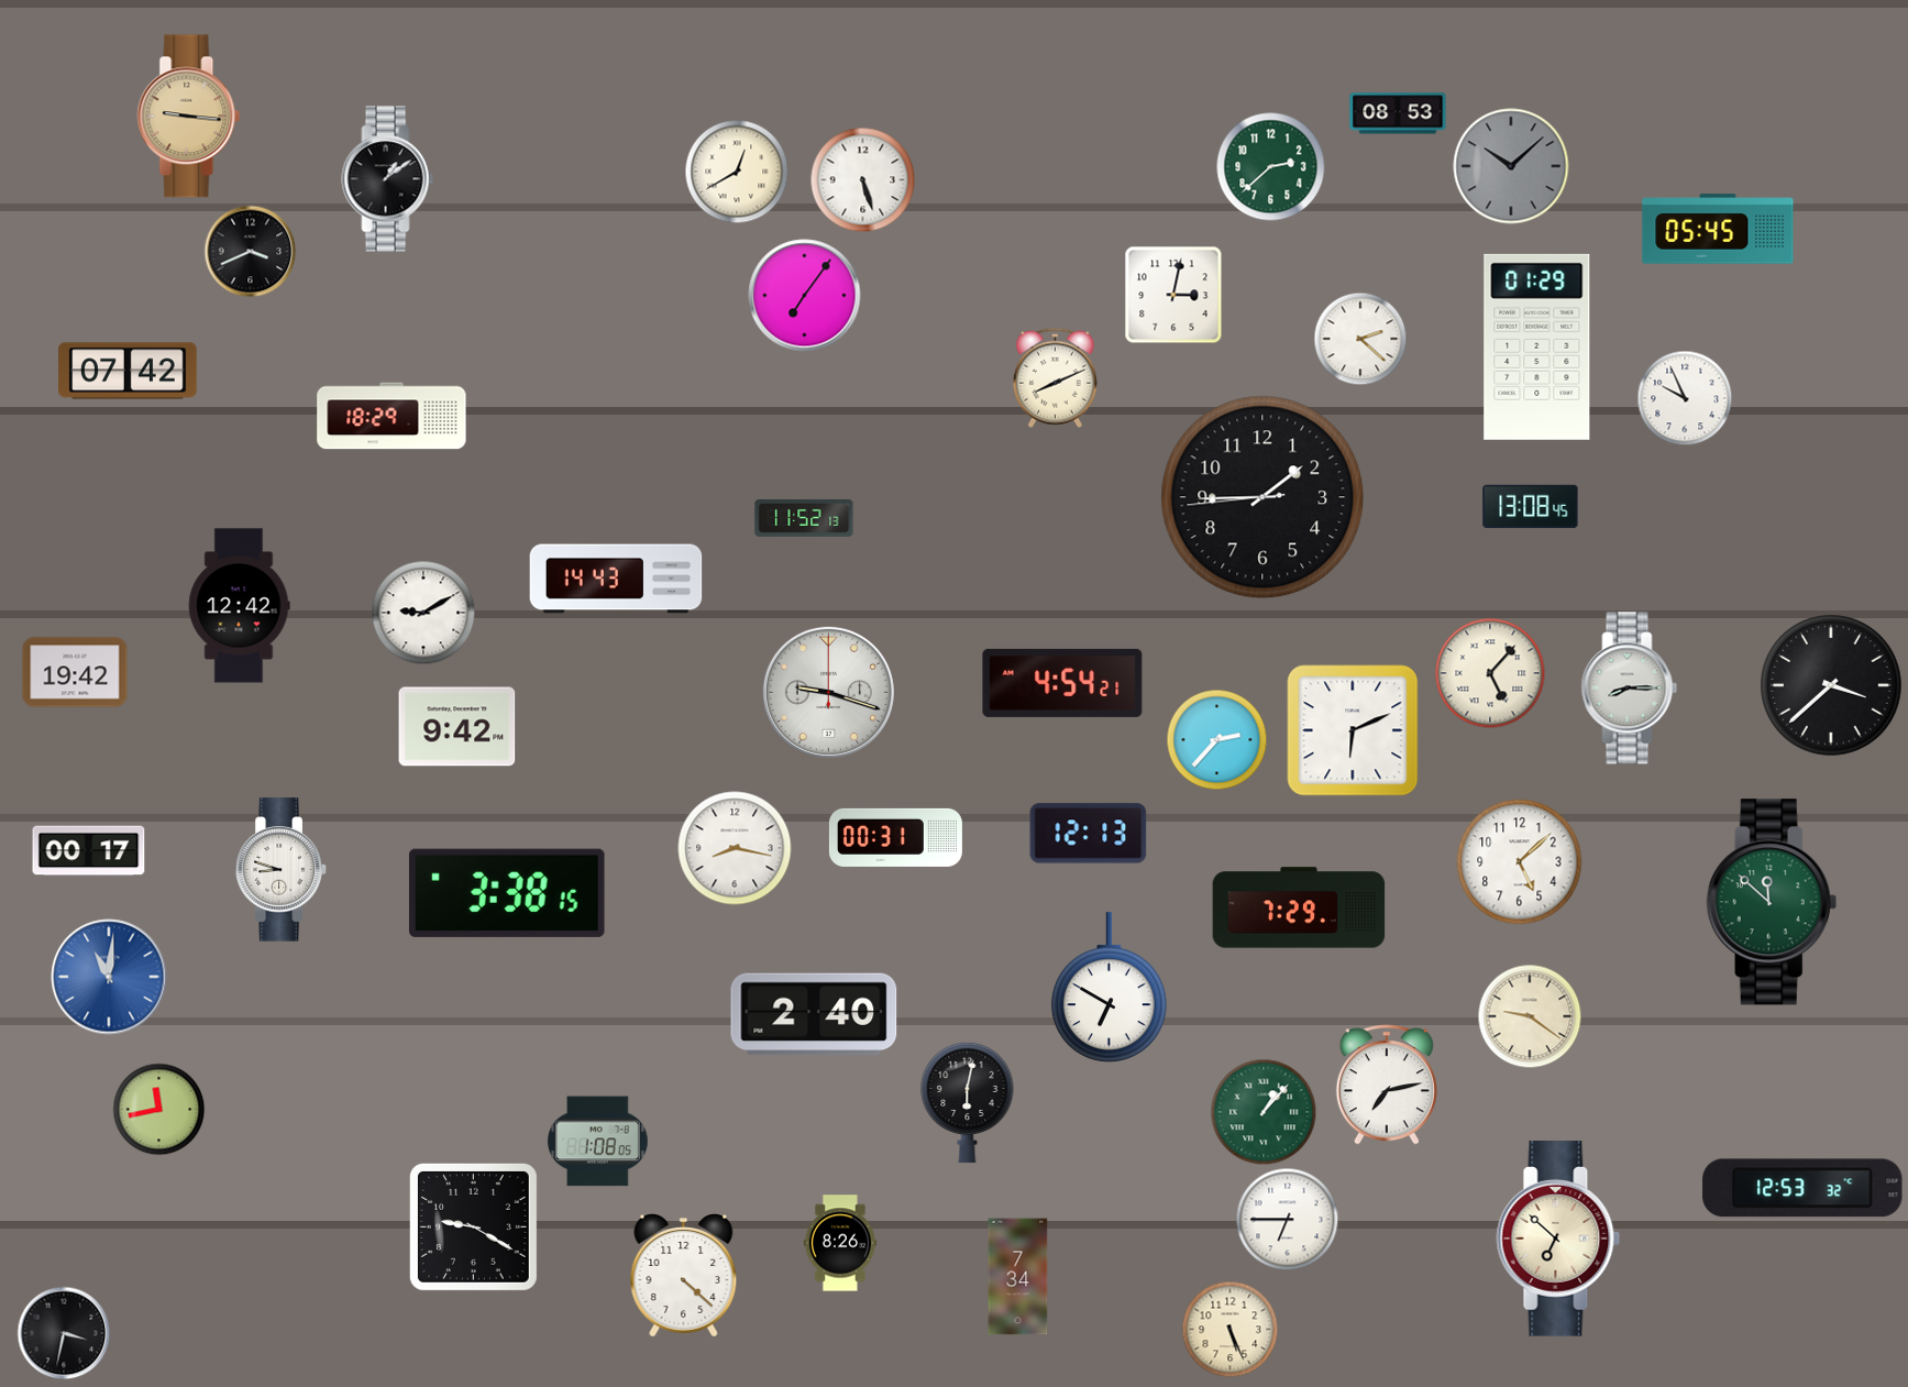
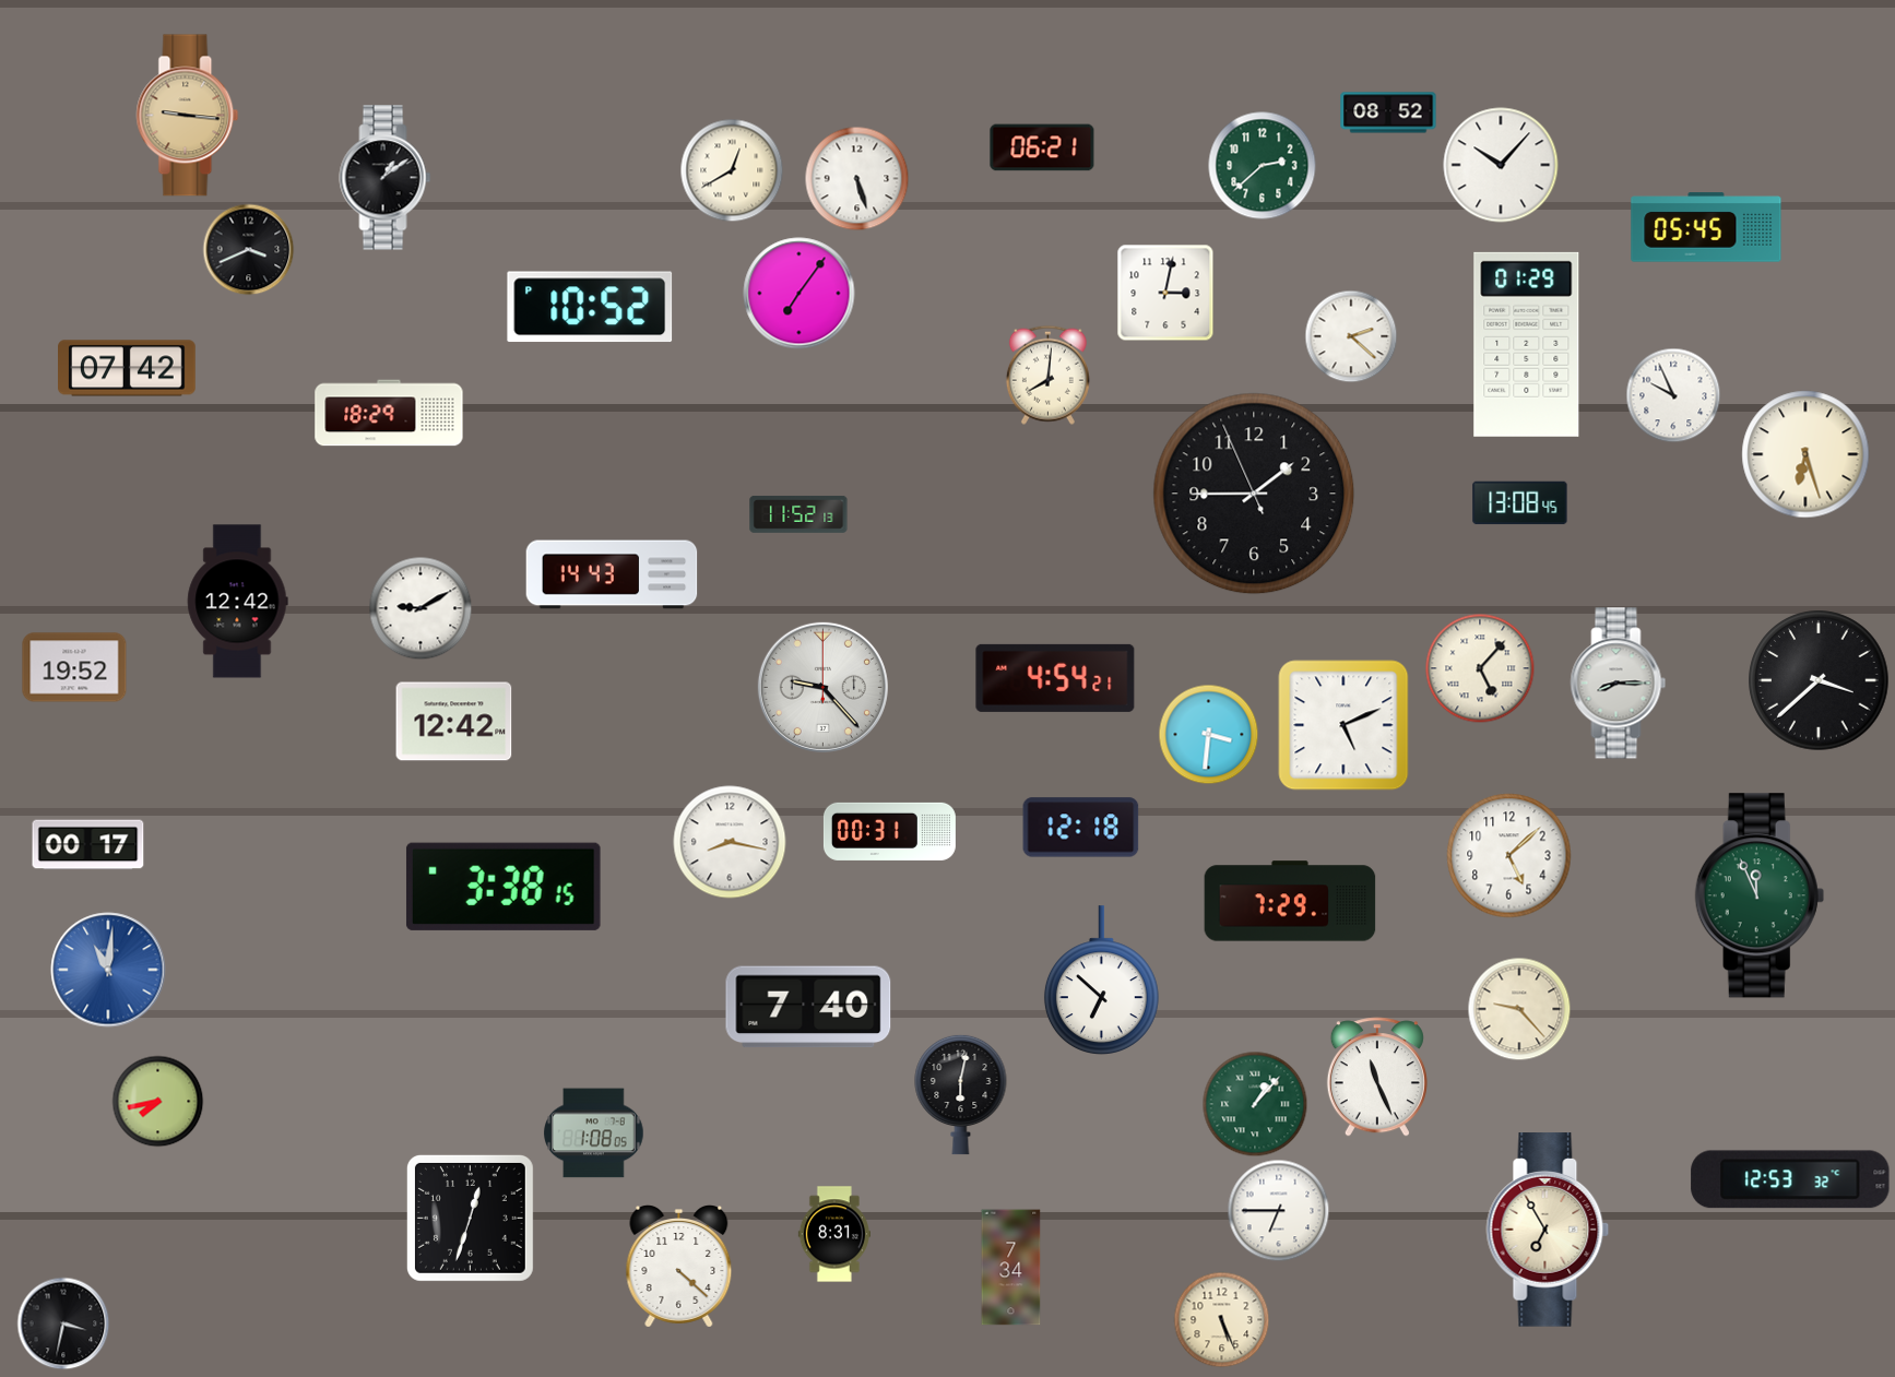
clock at (1398, 113): 08:53 -> 08:52
clock at (1042, 147): none -> 06:21
clock at (1511, 166): 10:08 -> 10:07
clock at (1511, 166) dial: grey -> white
clock at (590, 307): none -> 10:52
clock at (1055, 377): 8:11 -> 8:01
clock at (1805, 454): none -> 6:27
clock at (1262, 497): 1:44:44 -> 1:44:56
clock at (75, 672): 19:42 -> 19:52
clock at (828, 692): 9:18 -> 9:23
clock at (457, 727): 9:42 -> 12:42
clock at (1353, 730): 6:11 -> 5:11
clock at (1216, 739): 2:37 -> 3:31
clock at (1089, 834): 12:13 -> 12:18
clock at (282, 870): 8:48 -> none
clock at (1772, 902): 11:52 -> 11:56
clock at (1109, 987): 6:50 -> 6:52
clock at (814, 1014): 2:40 -> 7:40
clock at (1530, 1016): 9:21 -> 9:23
clock at (1387, 1085): 7:13 -> 11:26
clock at (158, 1109): 11:43 -> 7:43
clock at (473, 1226): 9:20 -> 12:33
clock at (1558, 1239): 6:52 -> 6:55
clock at (839, 1243): 8:26 -> 8:31
